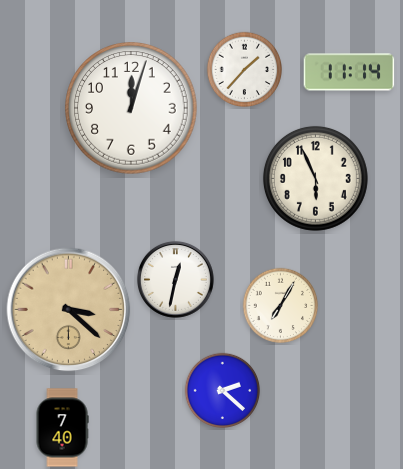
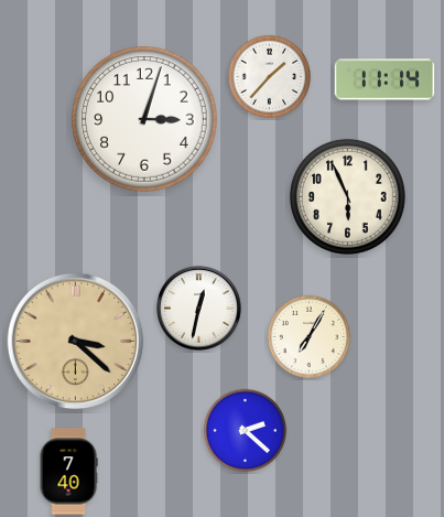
clock at (131, 108): 12:03 -> 3:03
clock at (175, 279) position: (175, 279) -> (198, 308)
